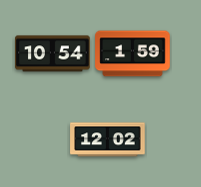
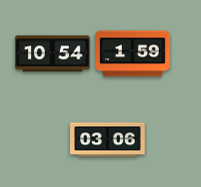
clock at (108, 140): 12:02 -> 03:06
